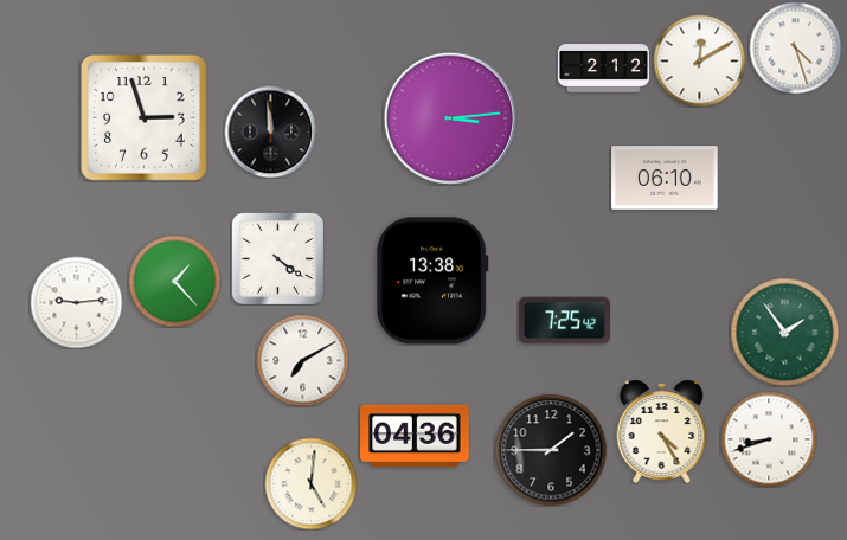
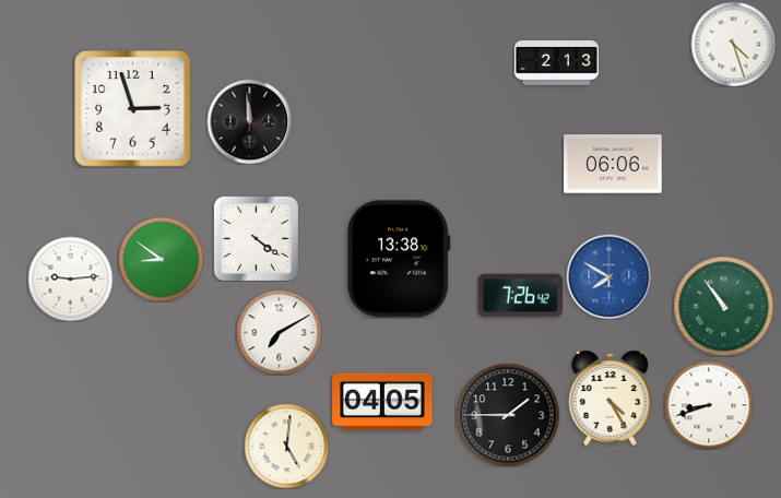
clock at (699, 60): 12:10 -> none
clock at (603, 69): 2:12 -> 2:13
clock at (449, 117): 3:14 -> none
clock at (665, 178): 06:10 -> 06:06
clock at (174, 281): 1:23 -> 8:51
clock at (608, 276): none -> 7:50
clock at (564, 321): 7:25 -> 7:26
clock at (784, 332): 1:54 -> 10:54
clock at (415, 436): 04:36 -> 04:05
